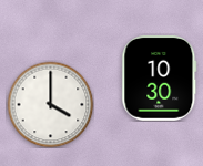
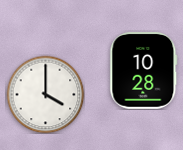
clock at (160, 79): 10:30 -> 10:28
